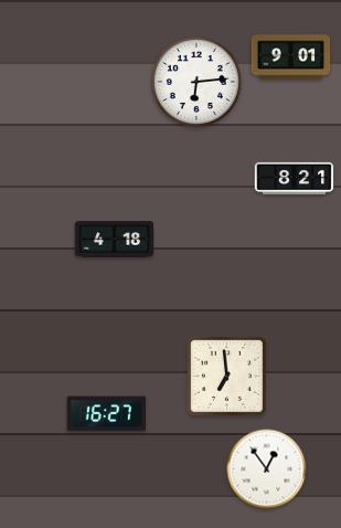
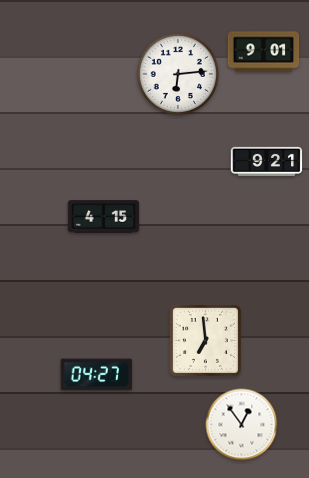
clock at (295, 178): 8:21 -> 9:21
clock at (115, 240): 4:18 -> 4:15
clock at (107, 414): 16:27 -> 04:27
